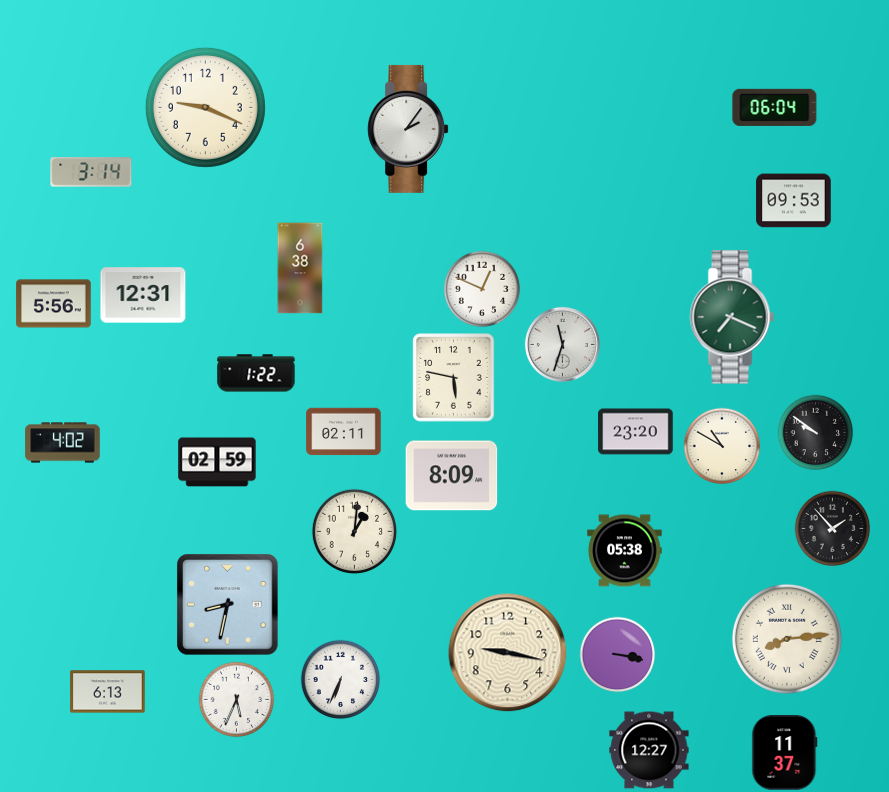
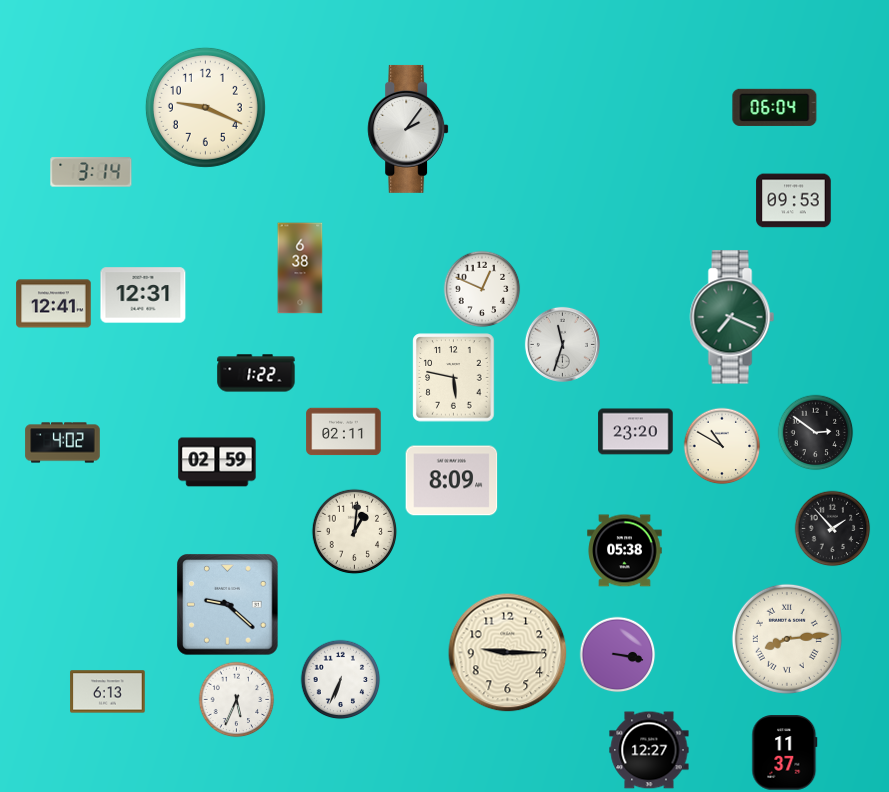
clock at (54, 304): 5:56 -> 12:41
clock at (816, 433): 9:51 -> 2:51
clock at (452, 476) position: (452, 476) -> (452, 481)
clock at (228, 605): 8:32 -> 9:22
clock at (508, 653): 9:17 -> 9:15
